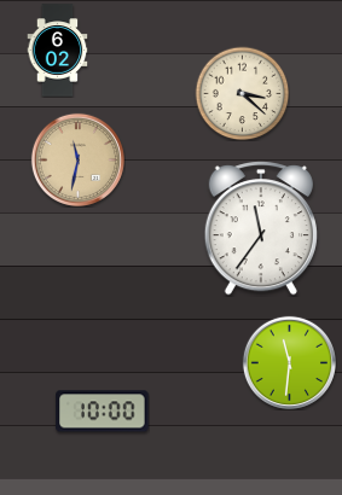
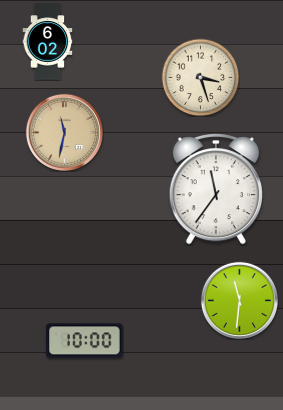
clock at (242, 93): 3:22 -> 3:27
